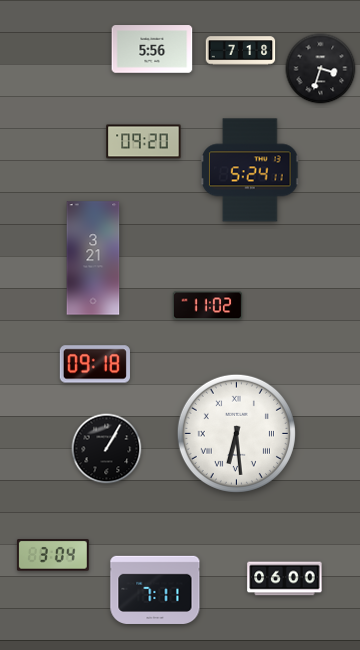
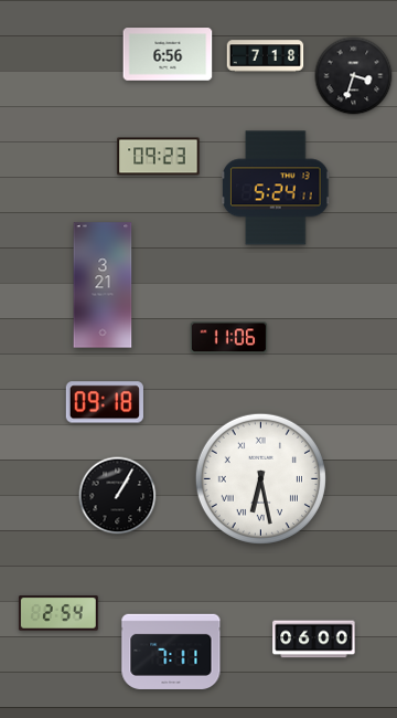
clock at (152, 49): 5:56 -> 6:56
clock at (144, 142): 09:20 -> 09:23
clock at (208, 306): 11:02 -> 11:06
clock at (236, 433): 6:29 -> 6:28
clock at (53, 555): 3:04 -> 2:54
